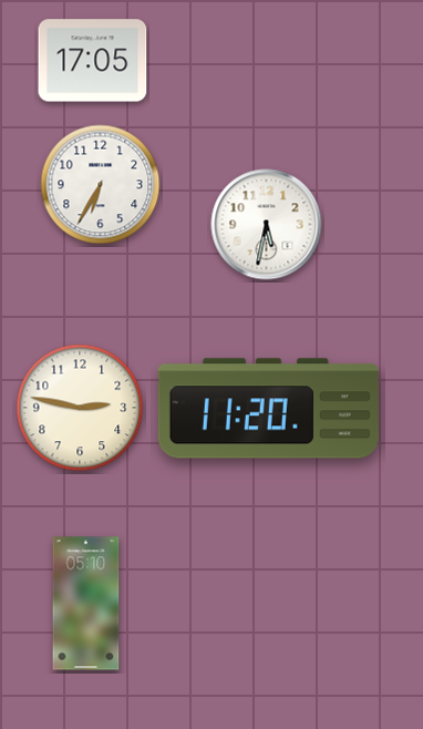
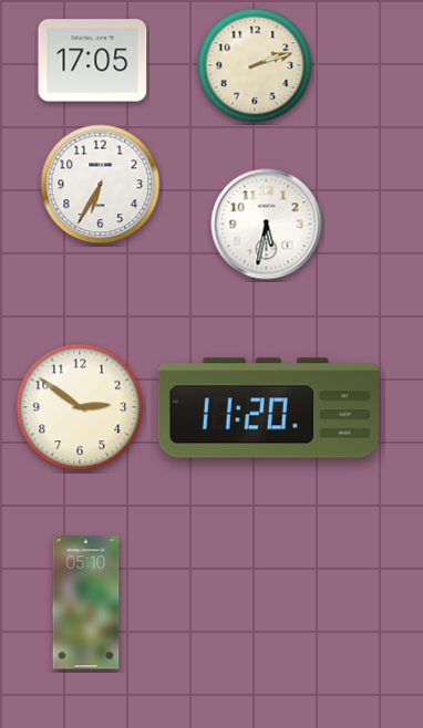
clock at (255, 65): none -> 2:12
clock at (80, 408): 2:47 -> 2:51
